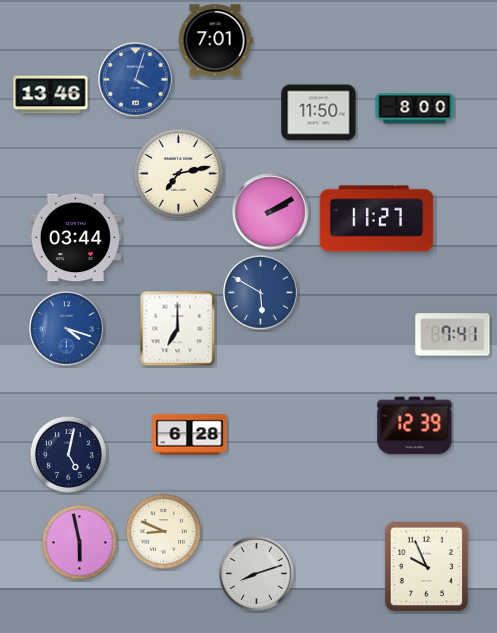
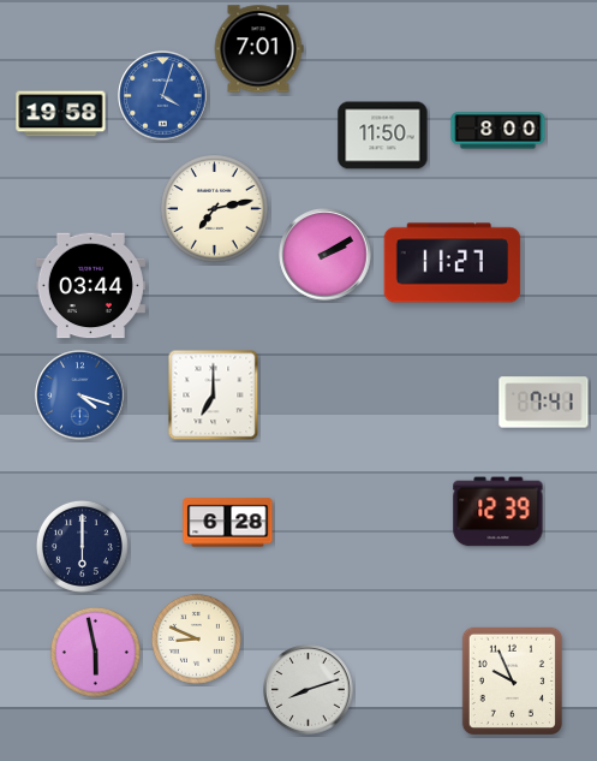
clock at (51, 95): 13:46 -> 19:58
clock at (261, 293): 5:50 -> none
clock at (68, 454): 5:02 -> 6:00
